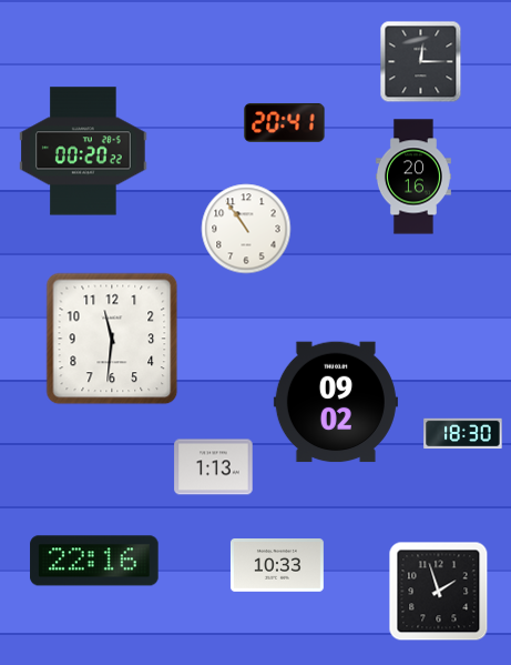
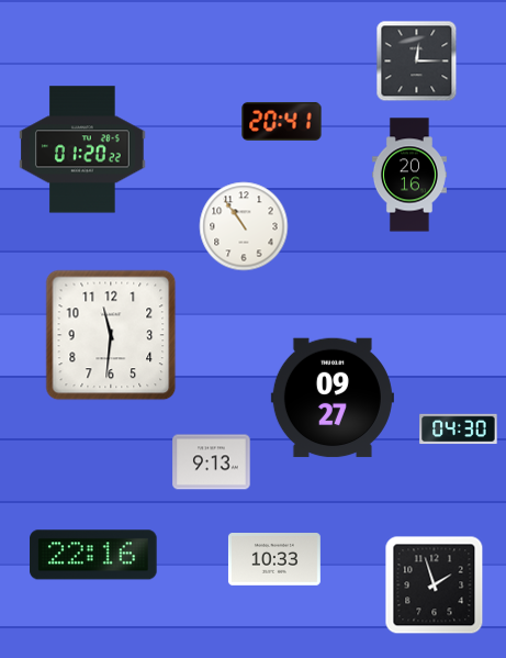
clock at (83, 151): 00:20 -> 01:20
clock at (336, 402): 09:02 -> 09:27
clock at (463, 434): 18:30 -> 04:30
clock at (214, 467): 1:13 -> 9:13
